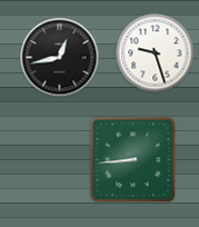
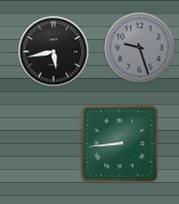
clock at (156, 53) dial: white -> grey
clock at (60, 58): 12:43 -> 5:43
